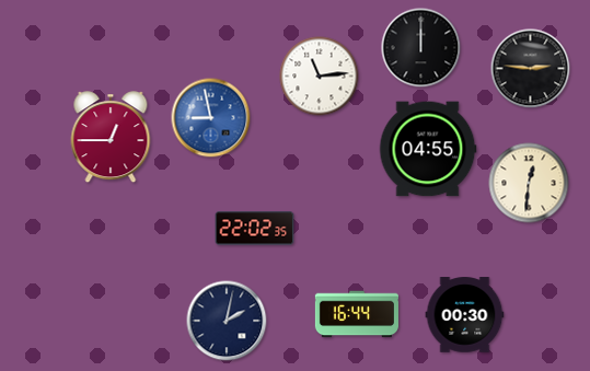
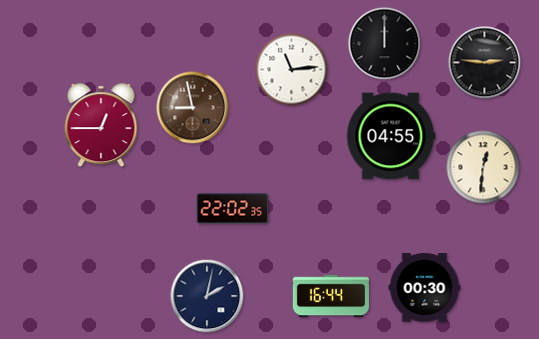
clock at (211, 118) dial: blue -> brown
clock at (357, 314) position: (357, 314) -> (331, 296)
clock at (227, 321) position: (227, 321) -> (207, 296)
